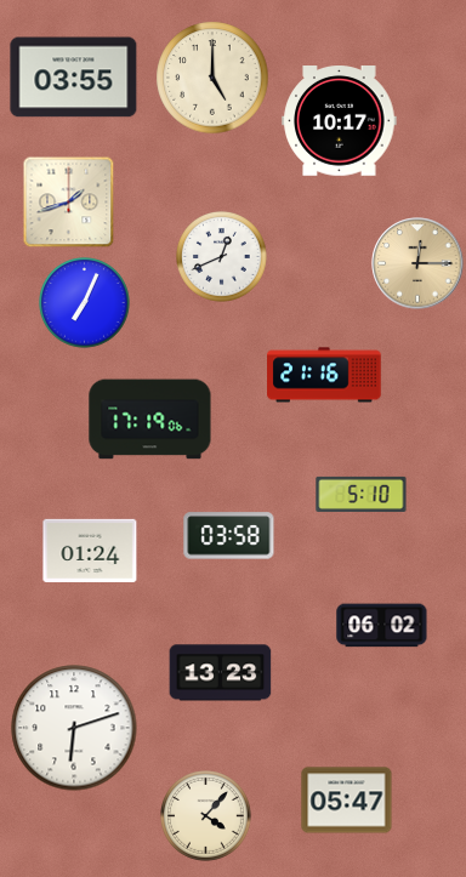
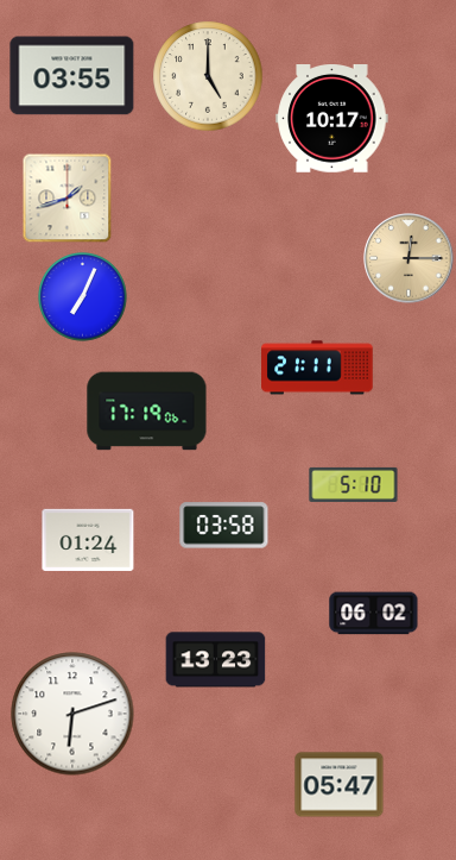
clock at (222, 257): 12:41 -> none
clock at (324, 375): 21:16 -> 21:11
clock at (206, 816): 4:07 -> none
